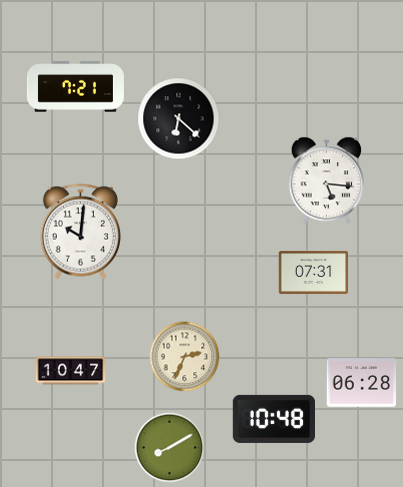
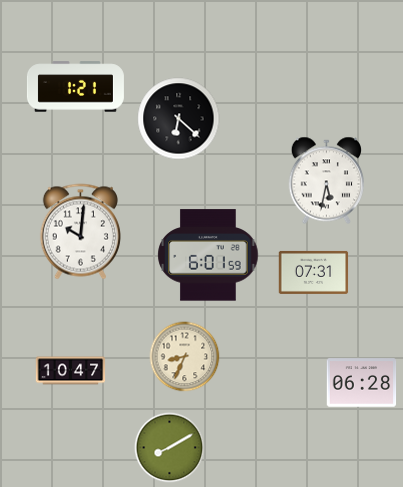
clock at (75, 87): 7:21 -> 1:21
clock at (326, 181): 5:16 -> 5:32
clock at (208, 255): none -> 6:01
clock at (185, 357): 2:34 -> 8:34
clock at (274, 419): 10:48 -> none
